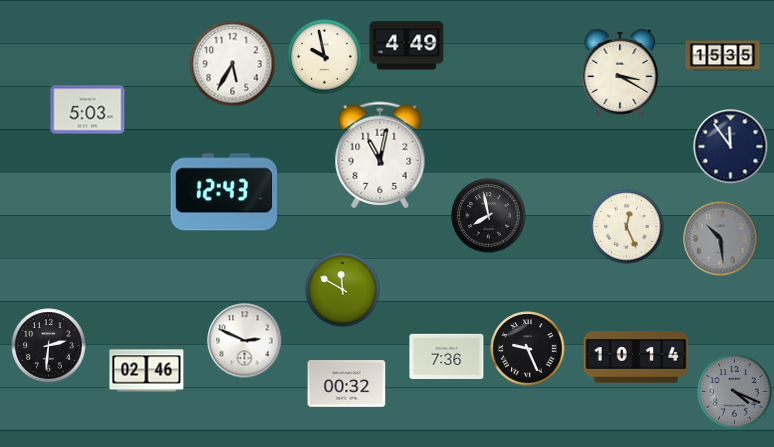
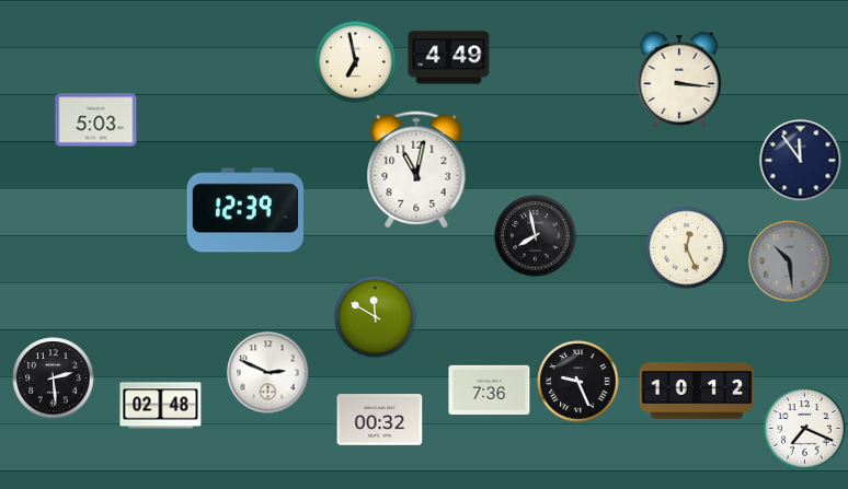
clock at (407, 46) position: (407, 46) -> (449, 58)
clock at (723, 56): 15:35 -> none
clock at (325, 57): 9:58 -> 6:58
clock at (233, 64): 5:35 -> none
clock at (620, 73): 3:20 -> 3:16
clock at (223, 192): 12:43 -> 12:39
clock at (49, 346): 2:31 -> 2:29
clock at (636, 357): 10:14 -> 10:12
clock at (147, 371): 02:46 -> 02:48
clock at (735, 392): 4:19 -> 7:19
clock at (735, 392) dial: grey -> white
